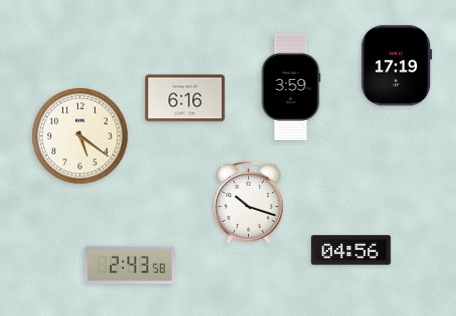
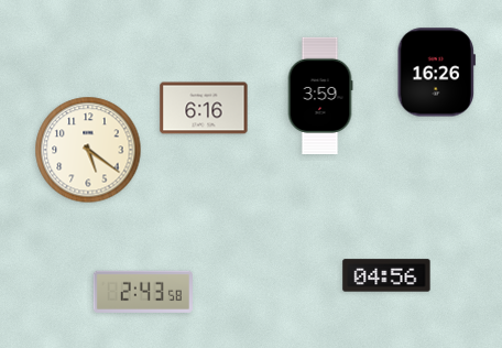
clock at (396, 66): 17:19 -> 16:26
clock at (249, 203): 10:18 -> none
